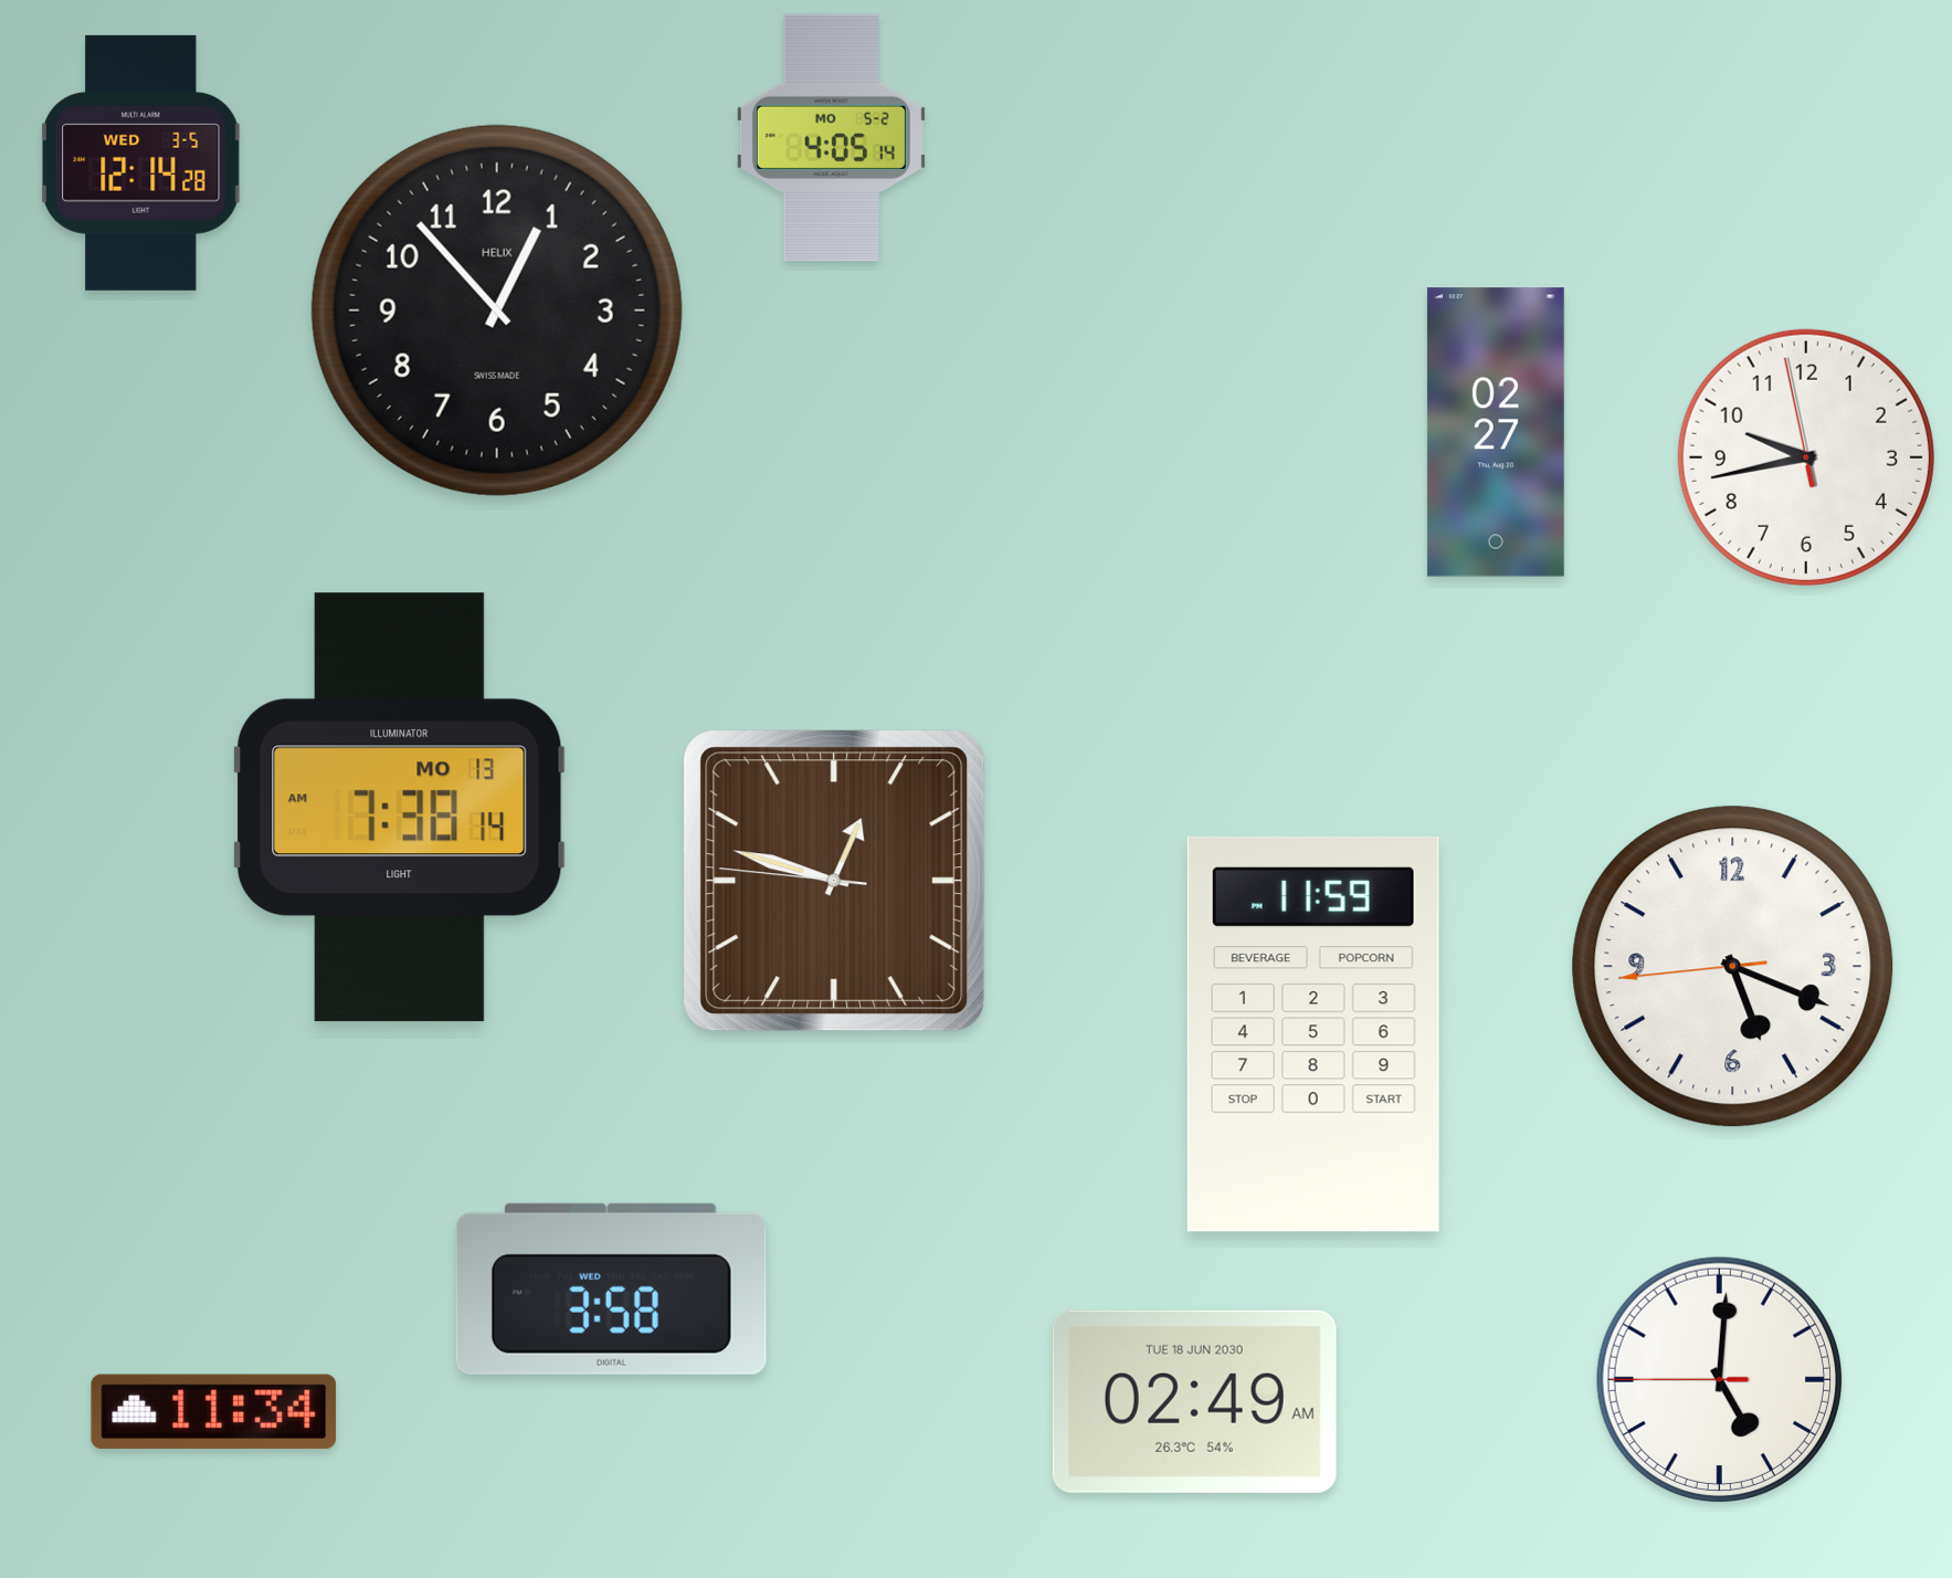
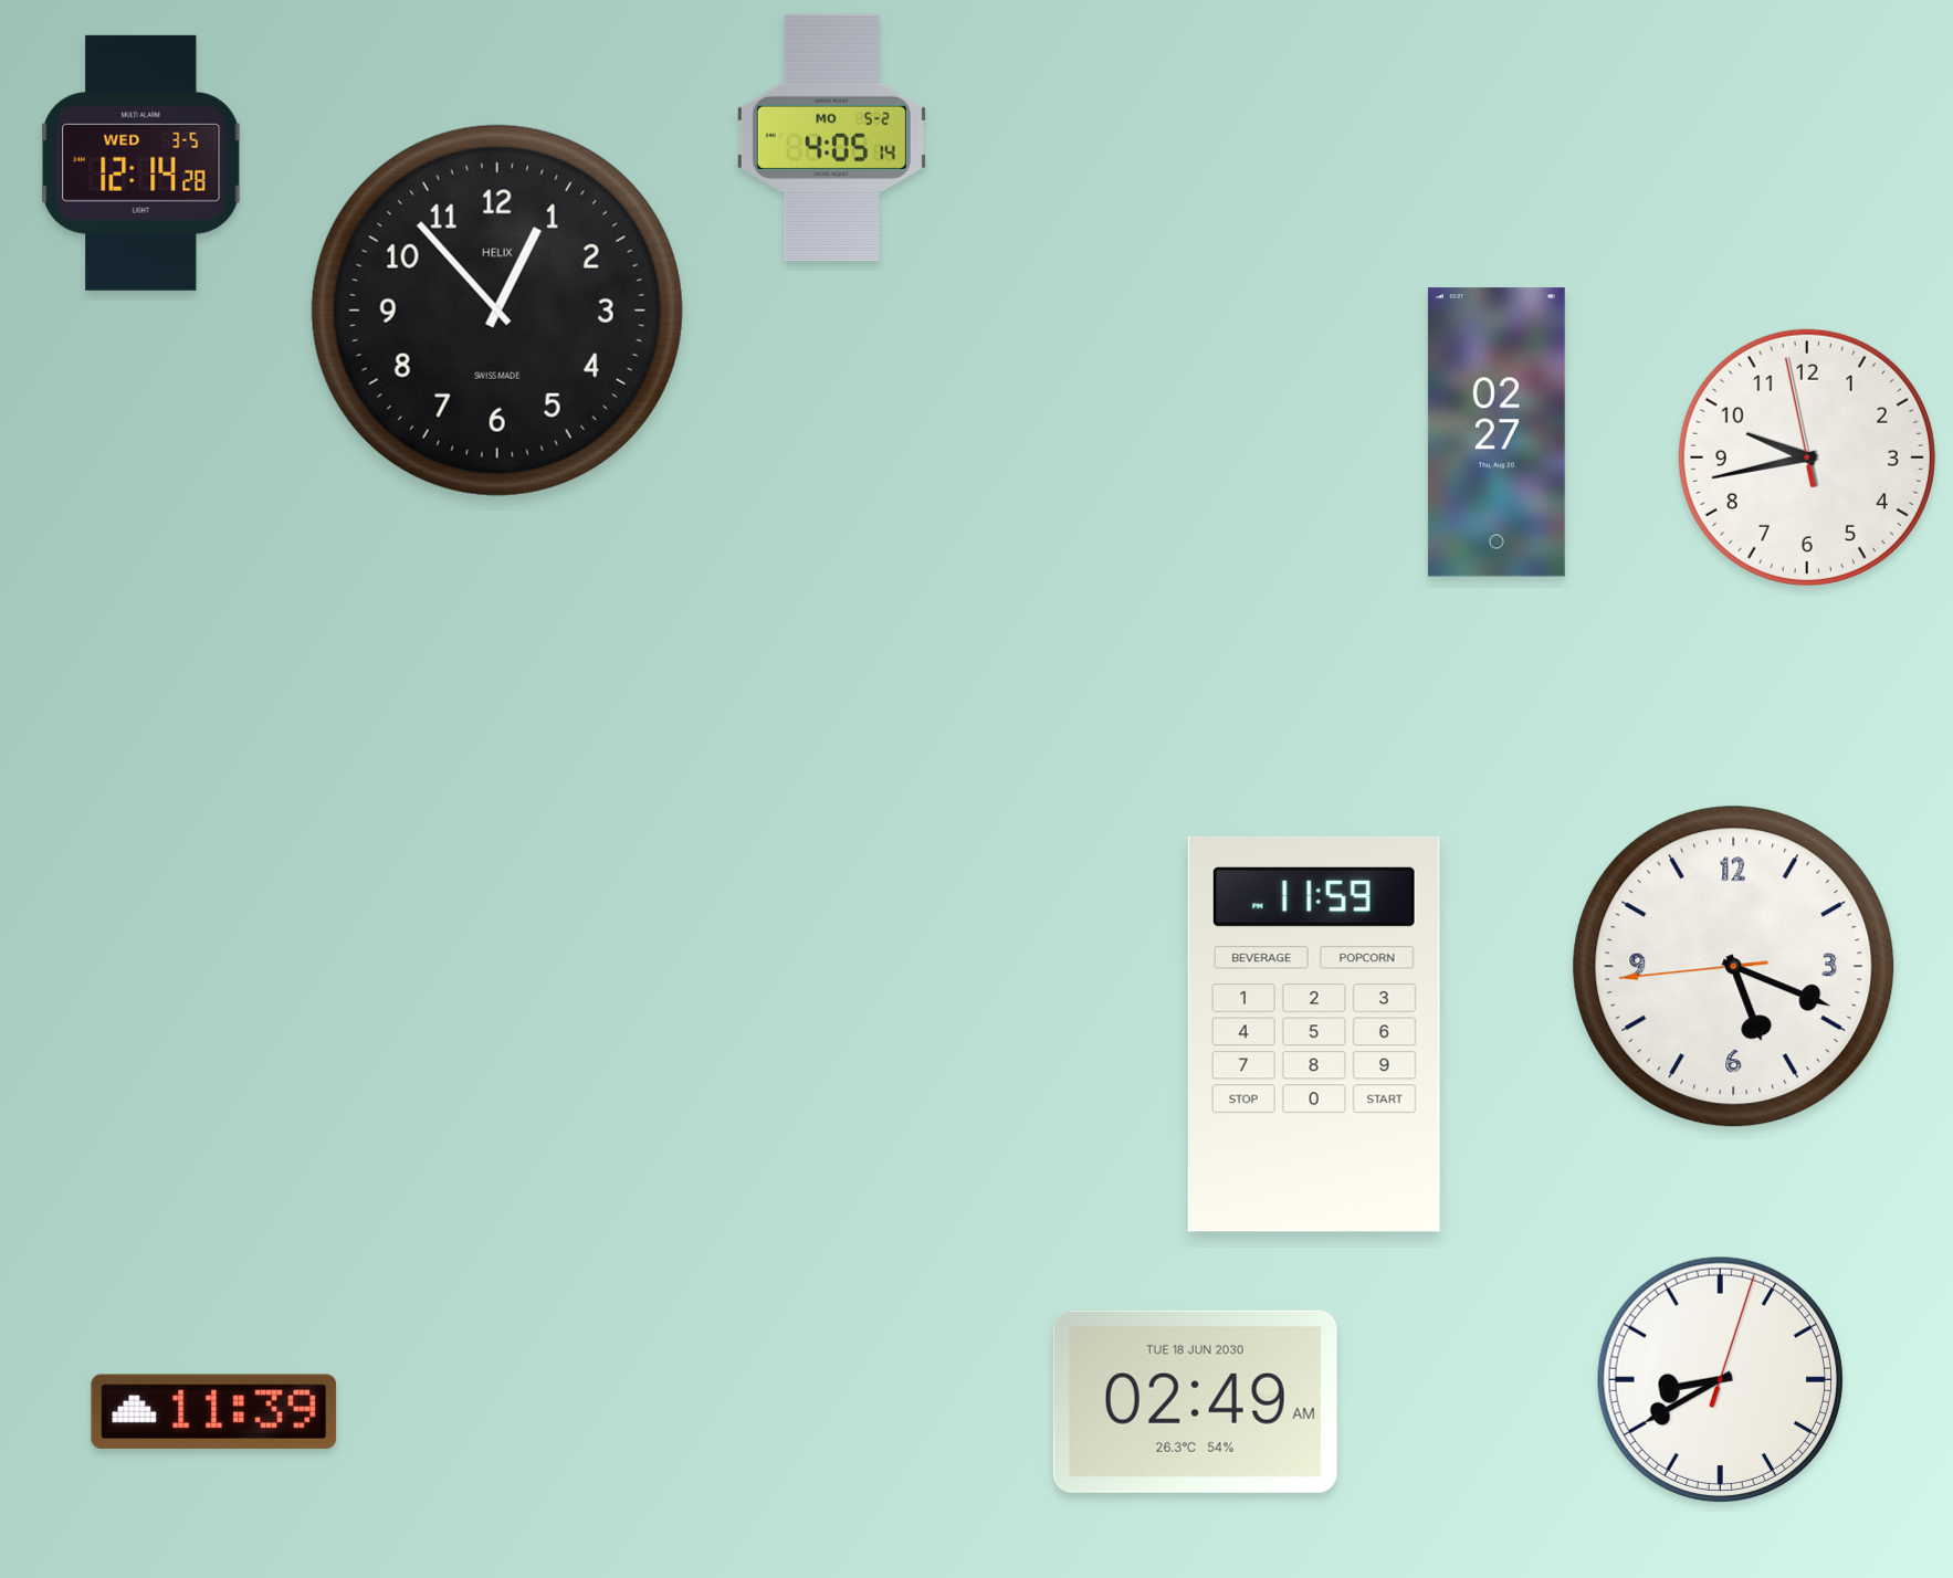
clock at (400, 808): 7:38 -> none
clock at (834, 881): 12:47 -> none
clock at (611, 1288): 3:58 -> none
clock at (1719, 1379): 5:00 -> 8:40
clock at (214, 1411): 11:34 -> 11:39
